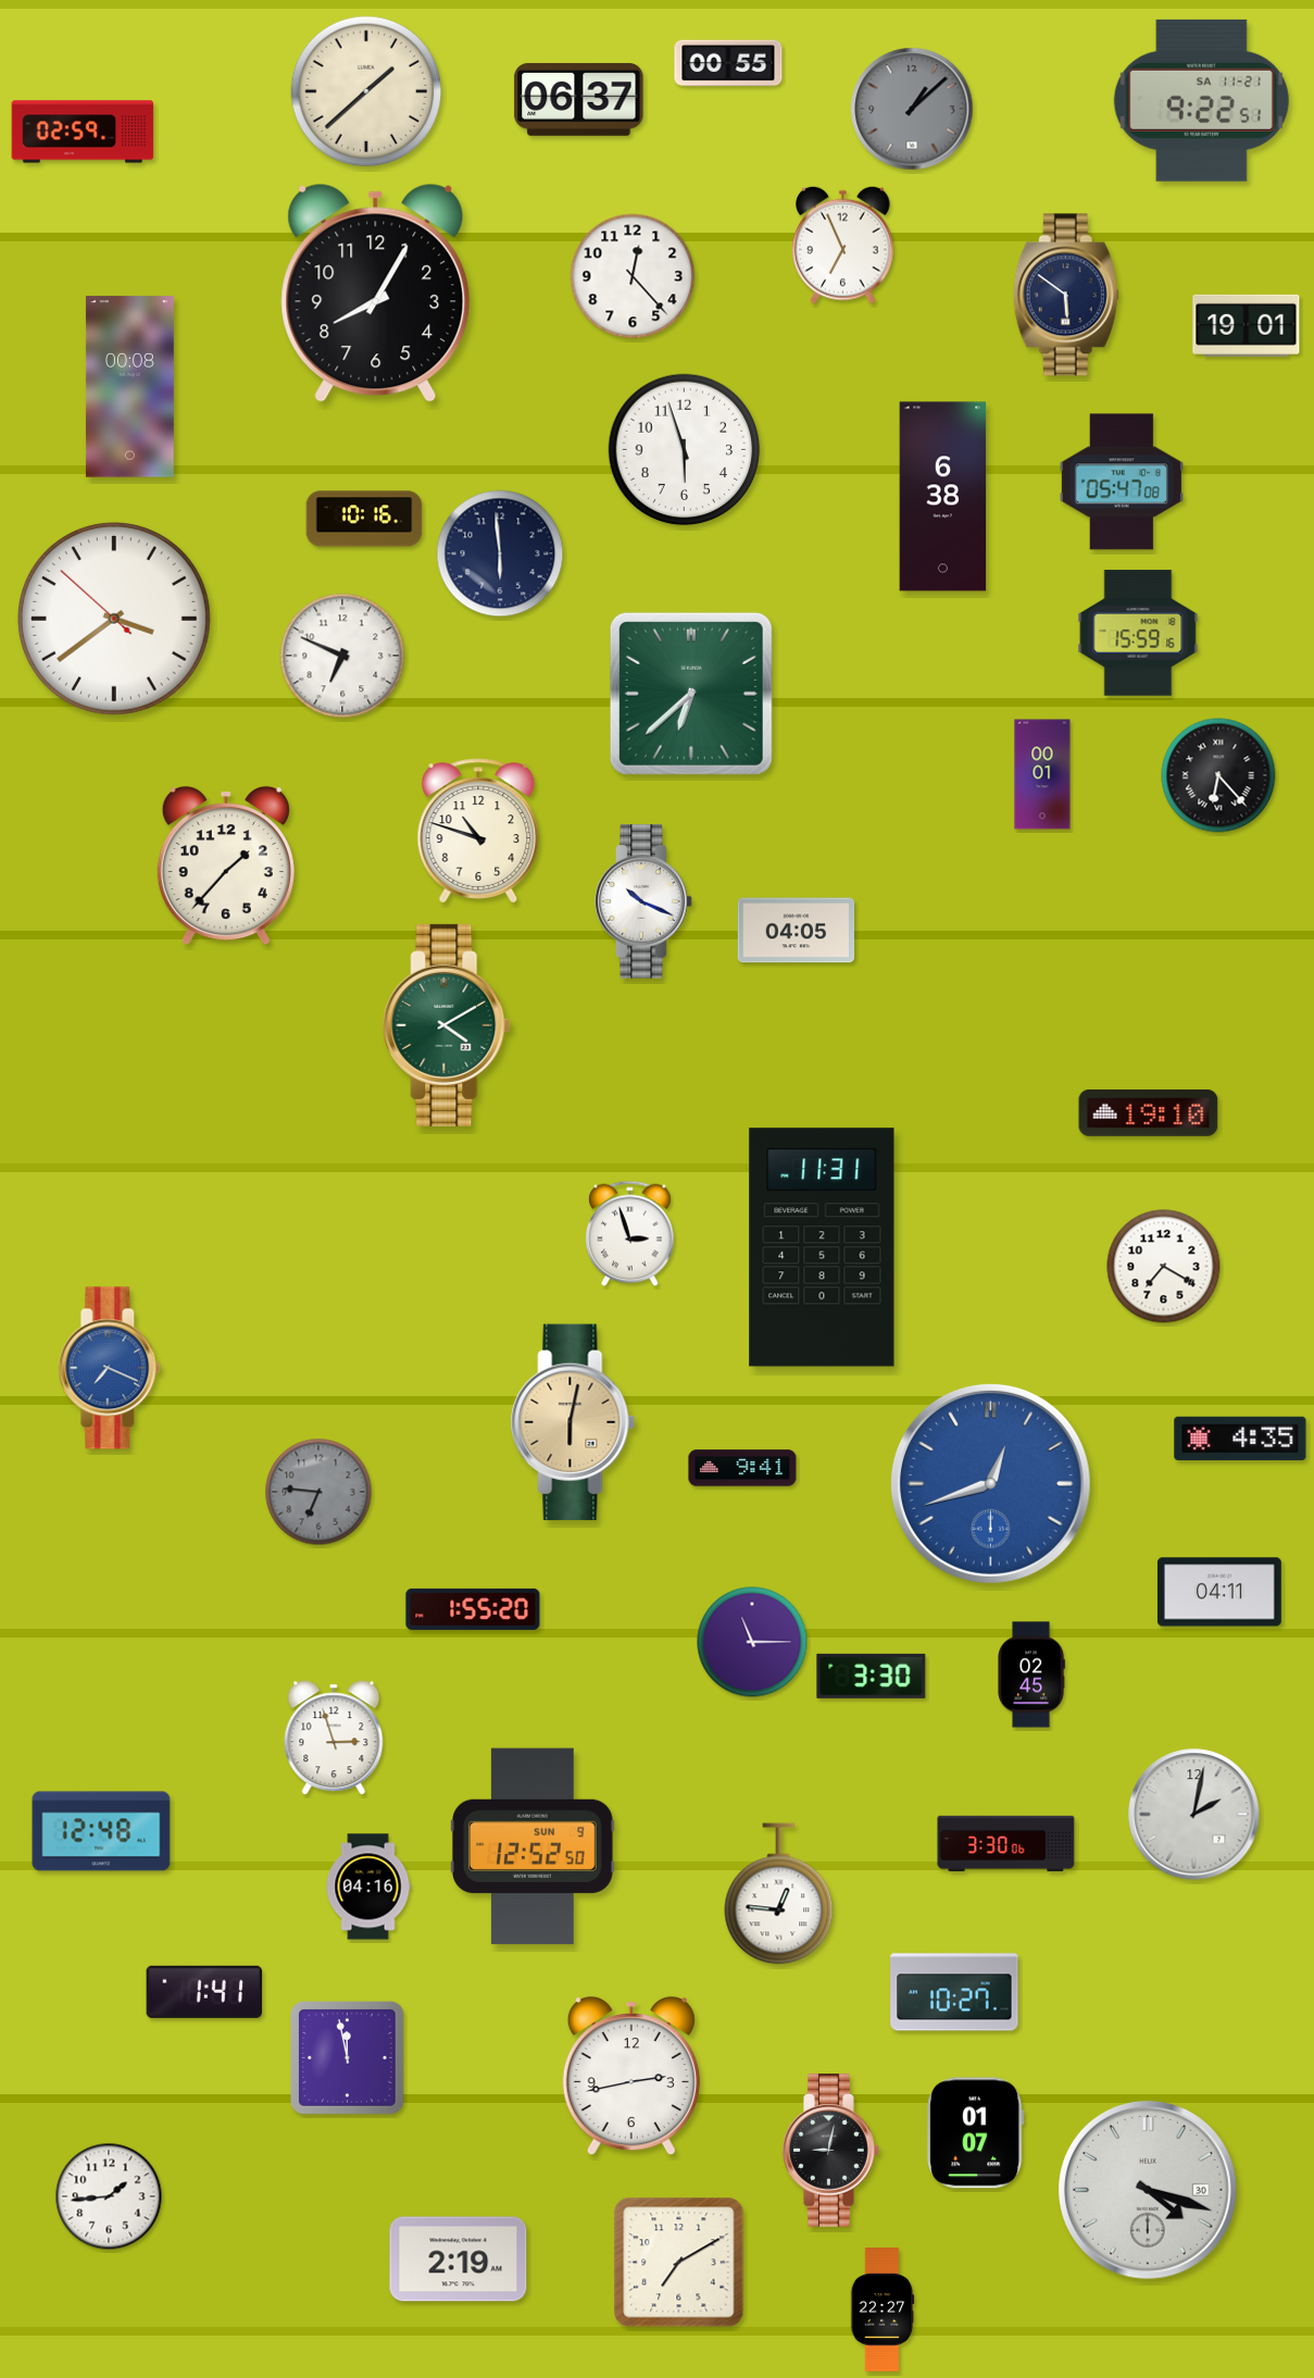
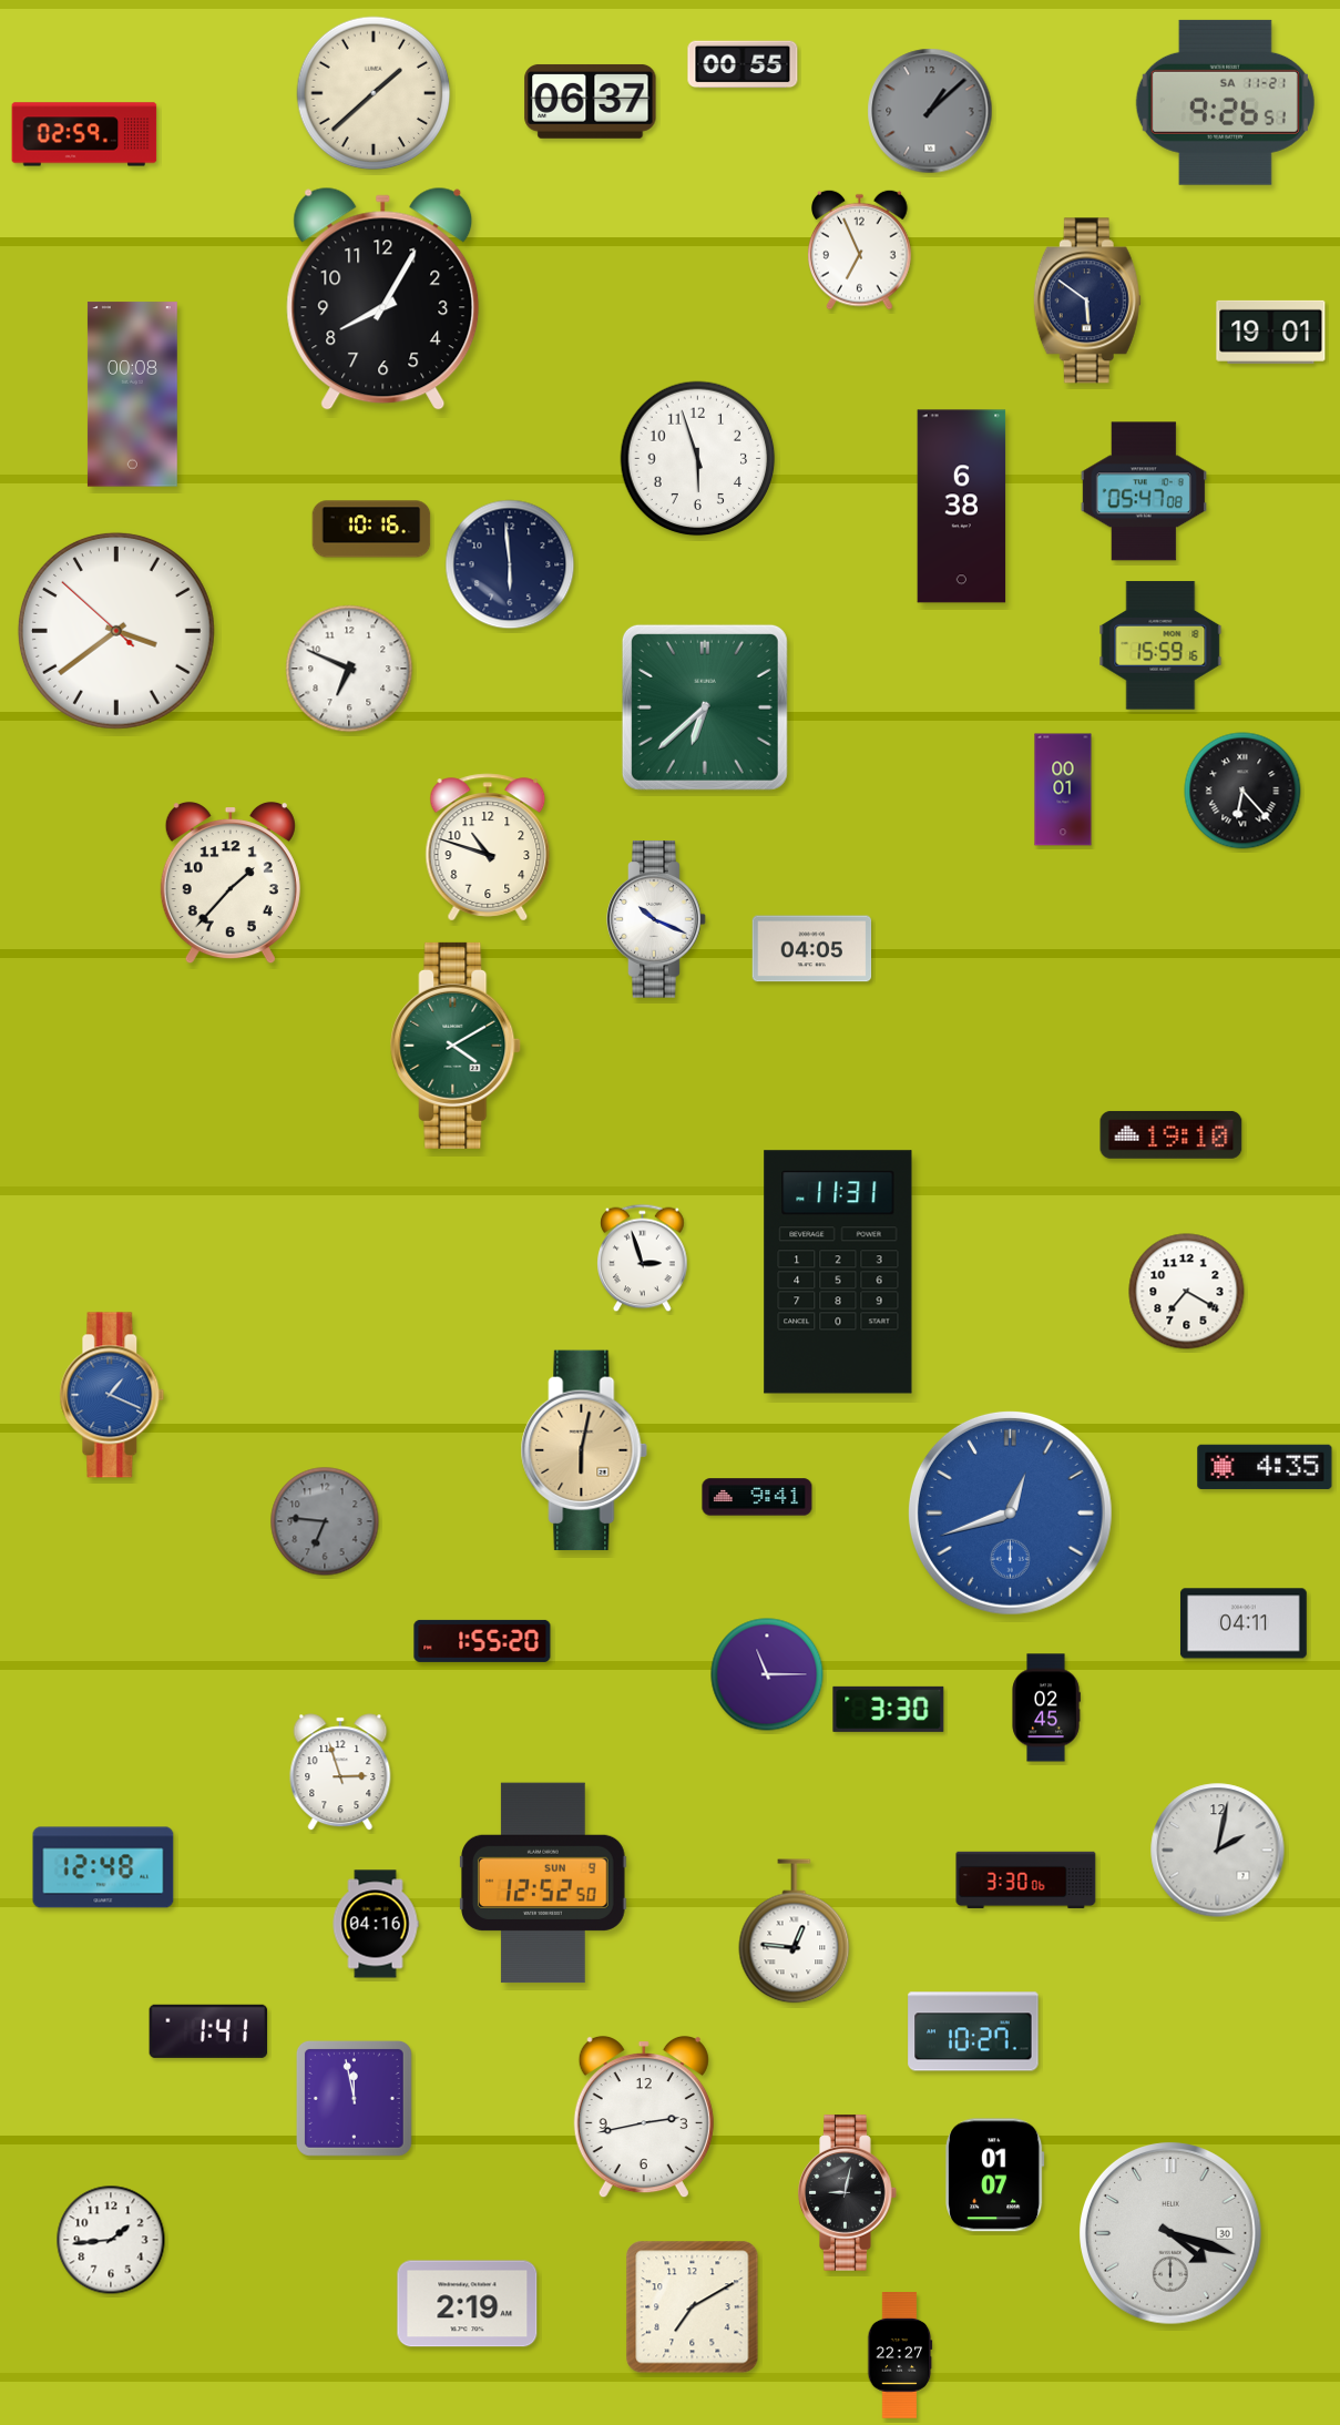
clock at (1201, 100): 9:22 -> 9:26
clock at (633, 276): 12:23 -> none
clock at (110, 1368): 7:19 -> 1:19
clock at (1031, 1674) position: (1031, 1674) -> (1046, 1708)
